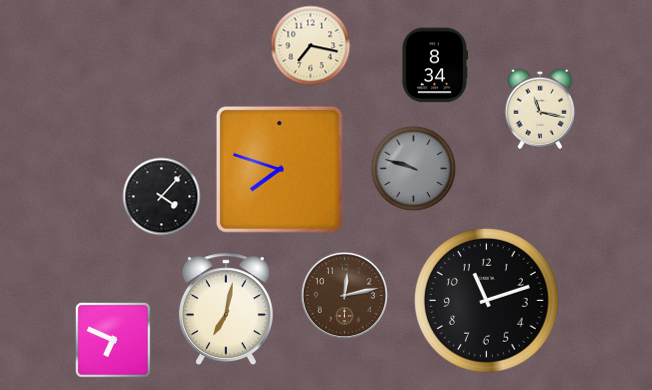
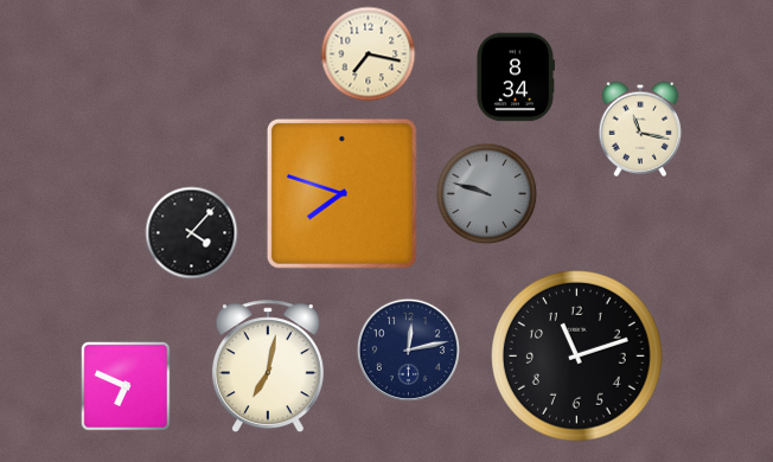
clock at (279, 169) position: (279, 169) -> (341, 193)
clock at (414, 169) position: (414, 169) -> (487, 194)
clock at (344, 295) dial: brown -> navy
clock at (113, 340) position: (113, 340) -> (126, 386)
